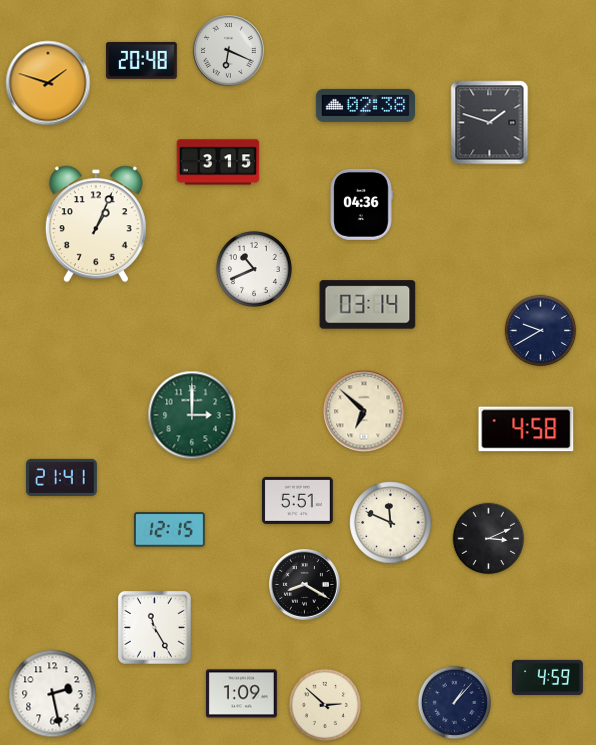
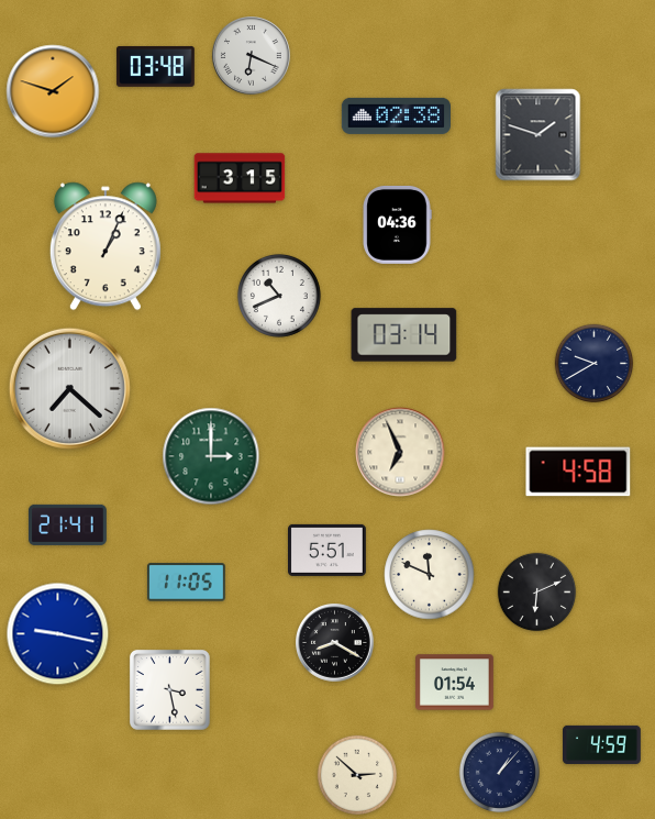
clock at (141, 60): 20:48 -> 03:48
clock at (365, 105) position: (365, 105) -> (396, 115)
clock at (69, 388): none -> 7:22
clock at (364, 411): 6:52 -> 6:56
clock at (169, 530): 12:15 -> 11:05
clock at (489, 539): 3:11 -> 6:11
clock at (58, 634): none -> 9:17
clock at (455, 683): none -> 01:54
clock at (154, 627): 11:25 -> 3:28
clock at (53, 694): 2:28 -> none
clock at (242, 694): 1:09 -> none
